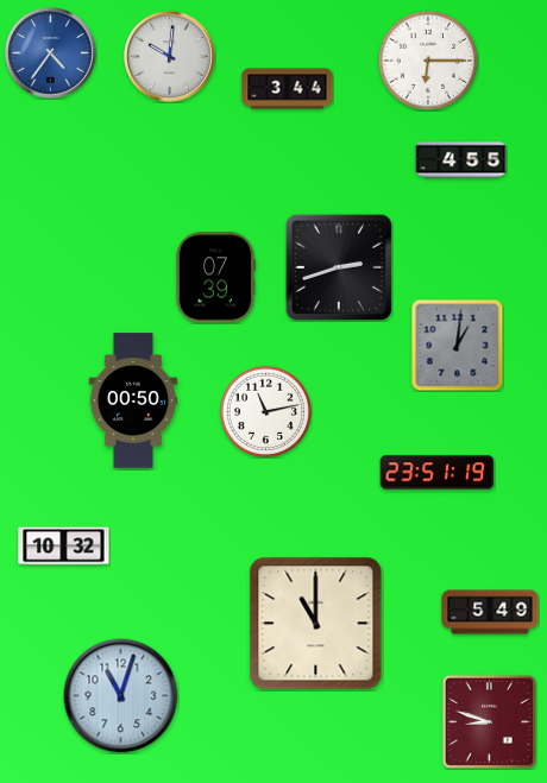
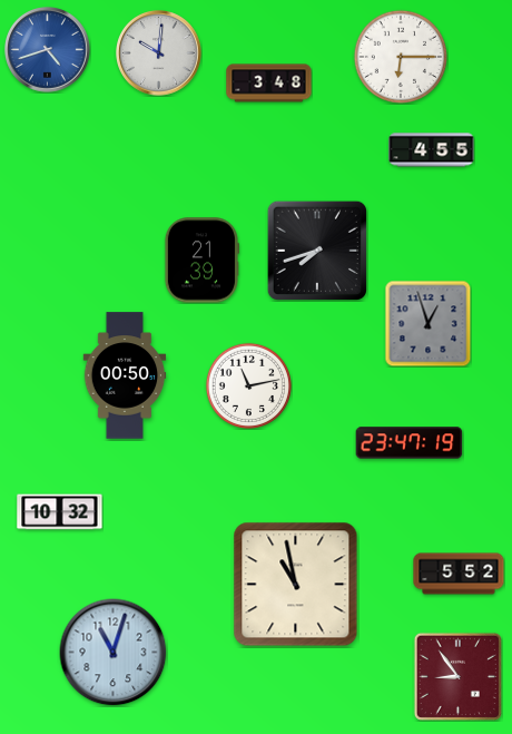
clock at (51, 53): 4:36 -> 4:42
clock at (288, 89): 3:44 -> 3:48
clock at (339, 267): 2:42 -> 7:42
clock at (215, 278): 07:39 -> 21:39
clock at (457, 345): 1:01 -> 12:57
clock at (438, 473): 23:51 -> 23:47
clock at (490, 612): 5:49 -> 5:52
clock at (316, 624): 11:00 -> 10:58
clock at (489, 721): 8:48 -> 8:54
